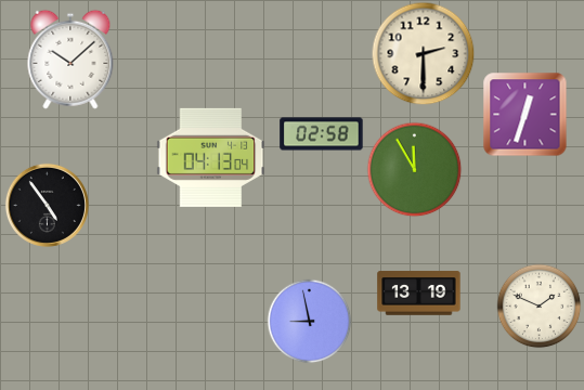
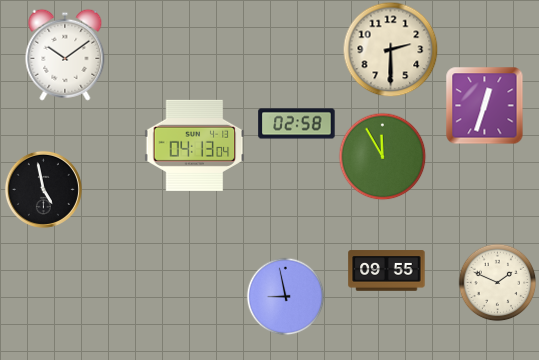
clock at (70, 60): 10:08 -> 10:09
clock at (47, 205): 4:54 -> 4:58
clock at (419, 294): 13:19 -> 09:55
